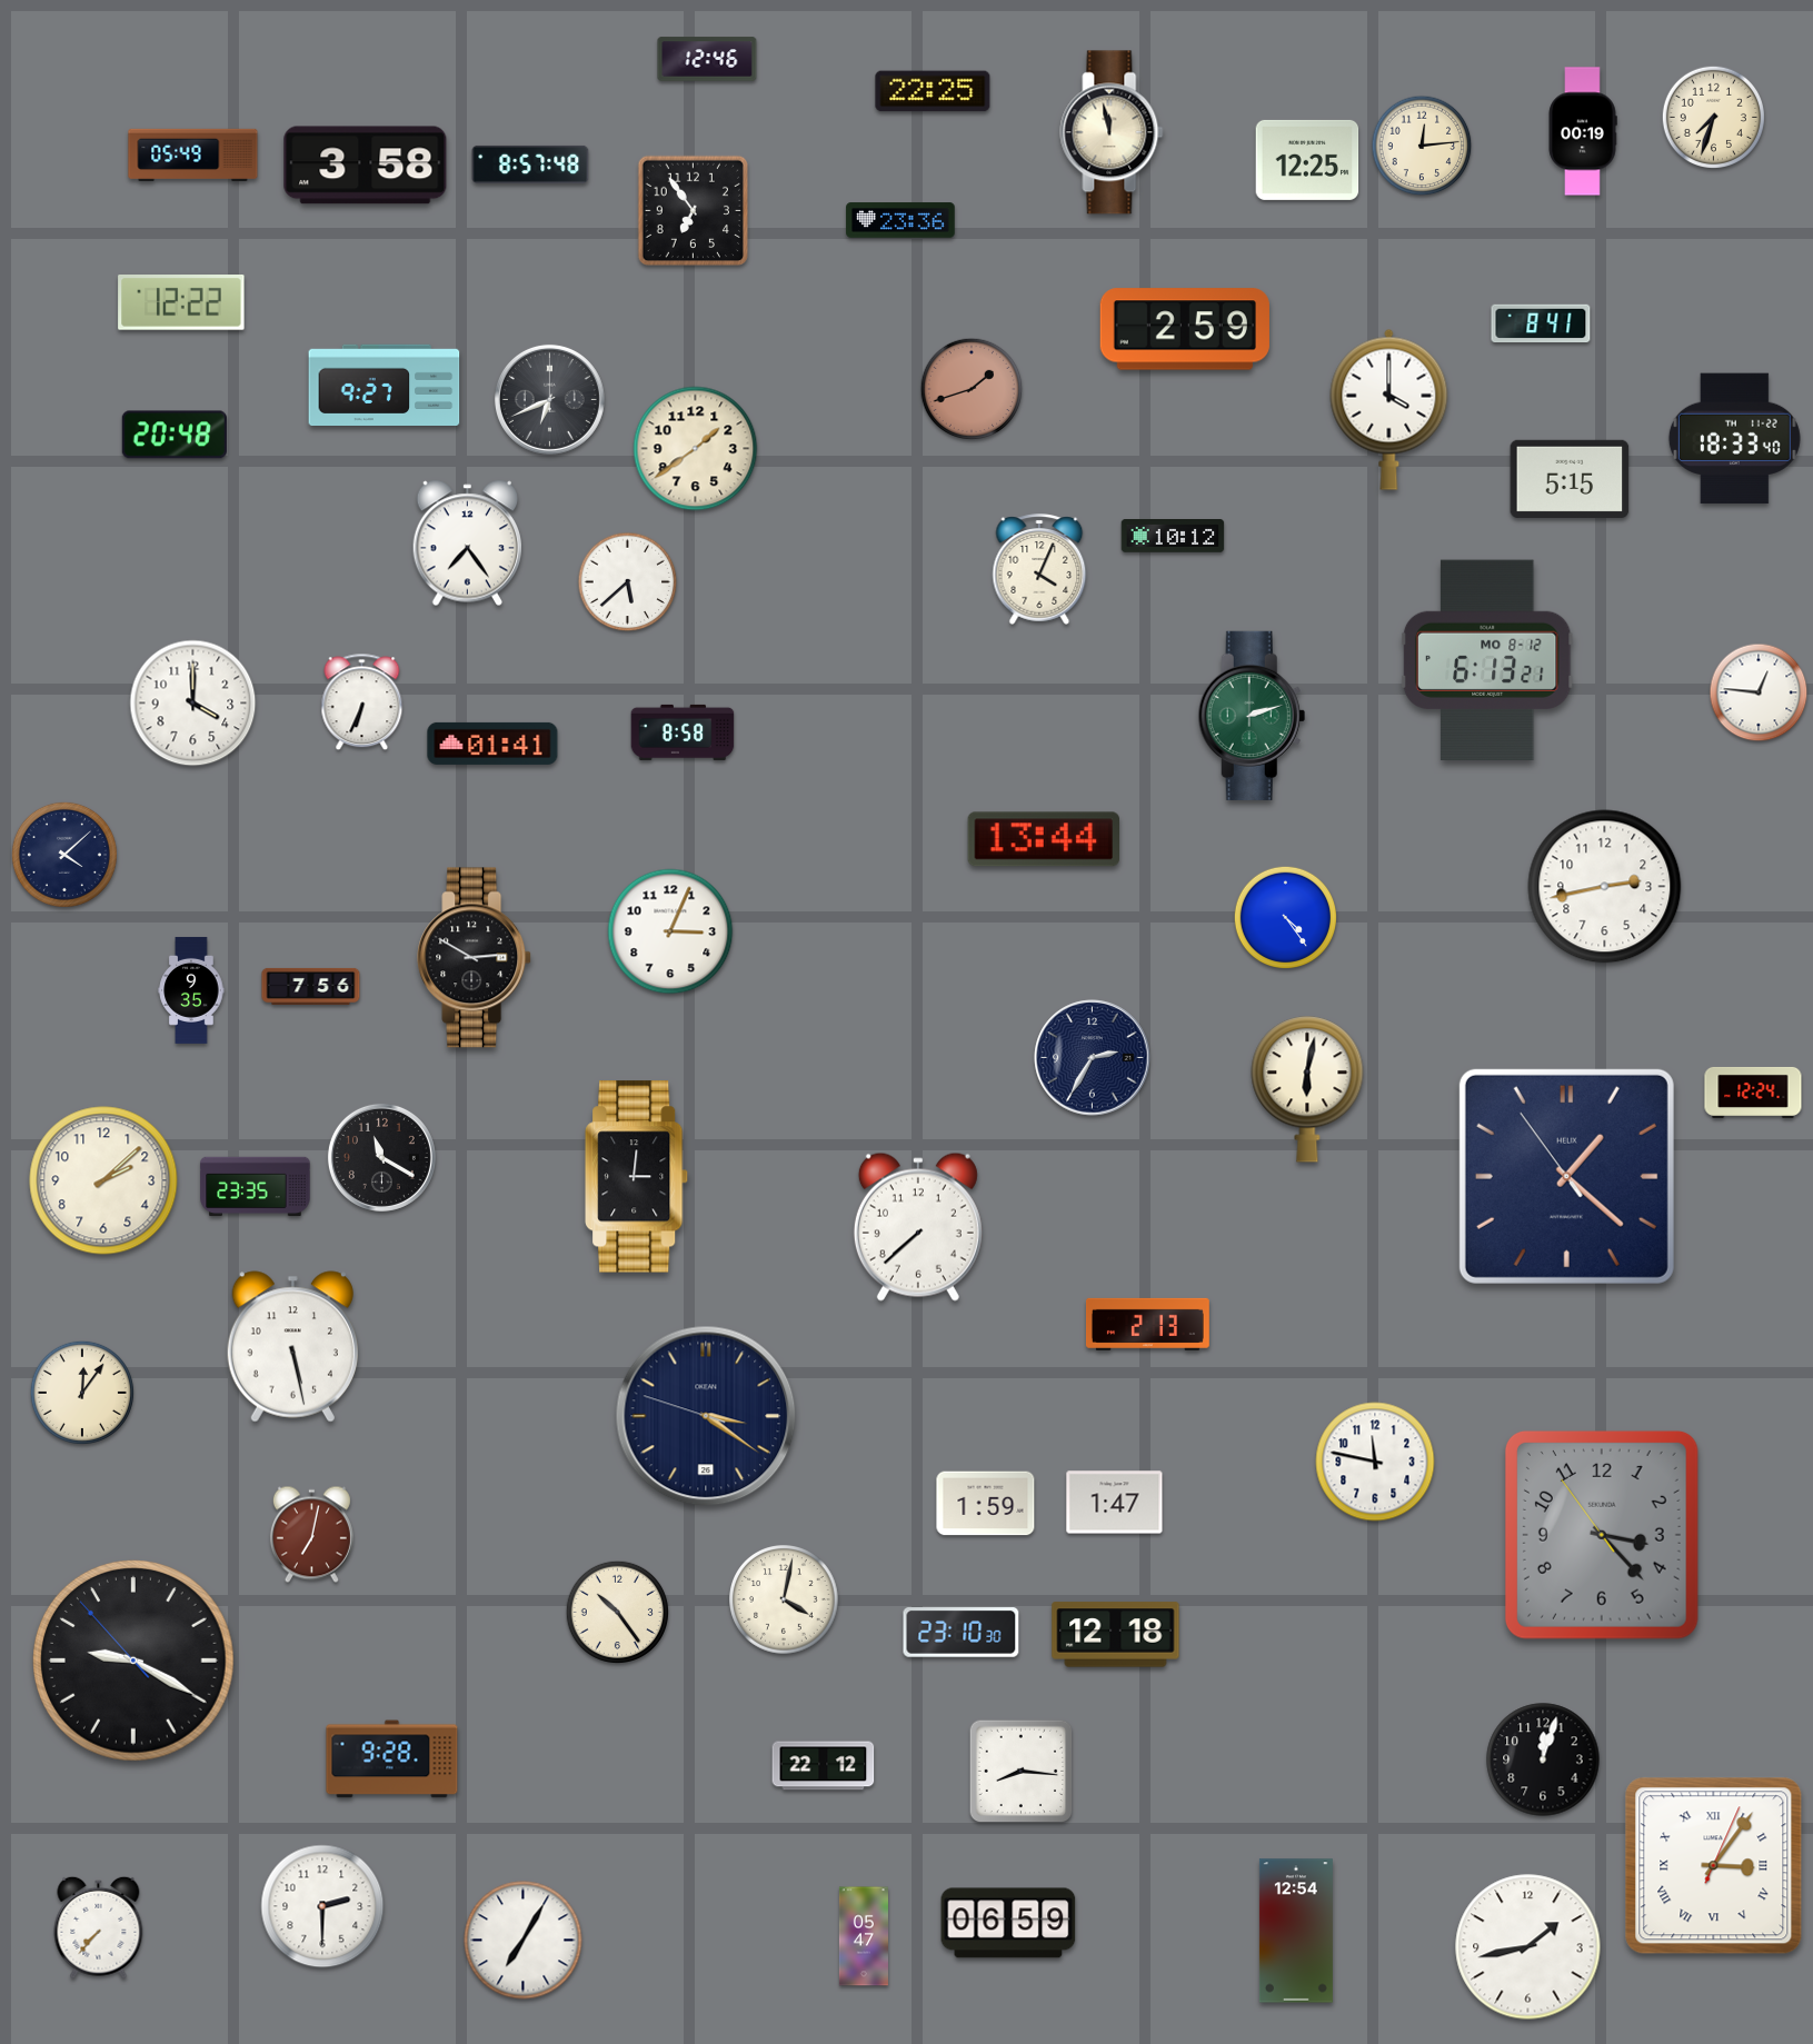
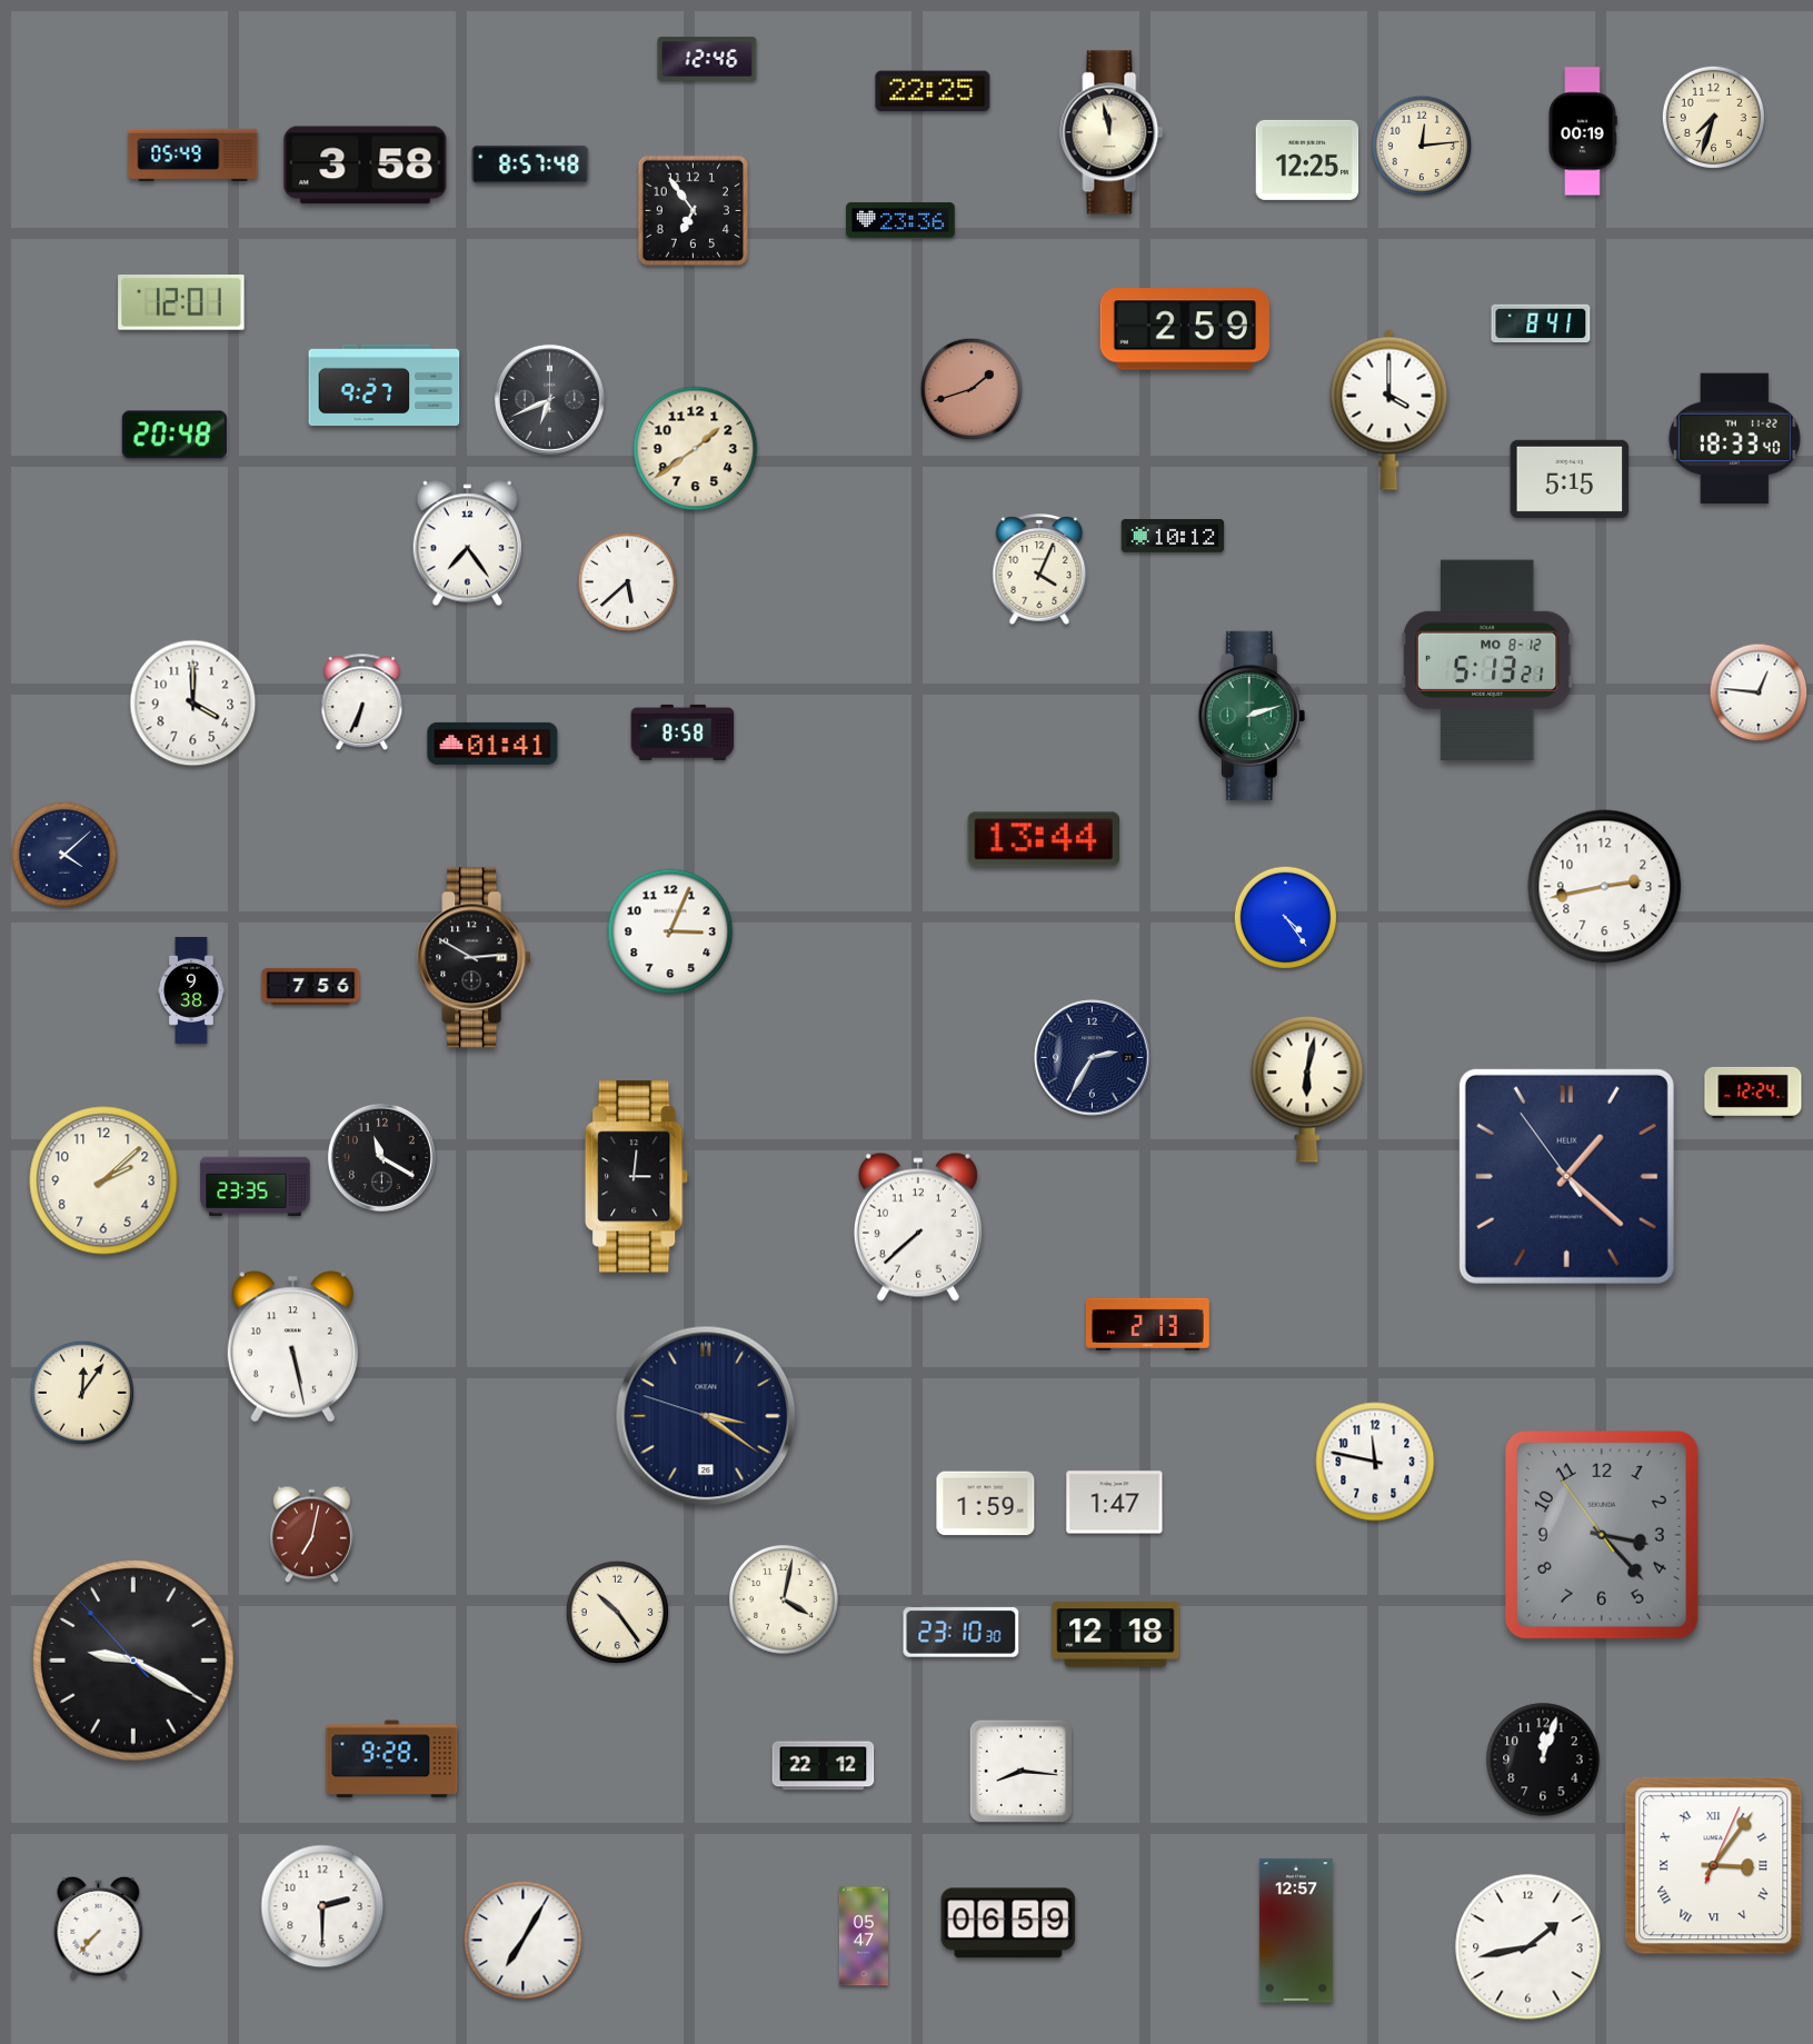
clock at (181, 303): 12:22 -> 12:01
clock at (1487, 659): 6:13 -> 5:13
clock at (191, 990): 9:35 -> 9:38
clock at (1296, 1931): 12:54 -> 12:57
